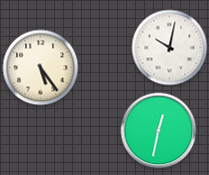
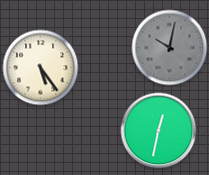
clock at (170, 48) dial: white -> grey
